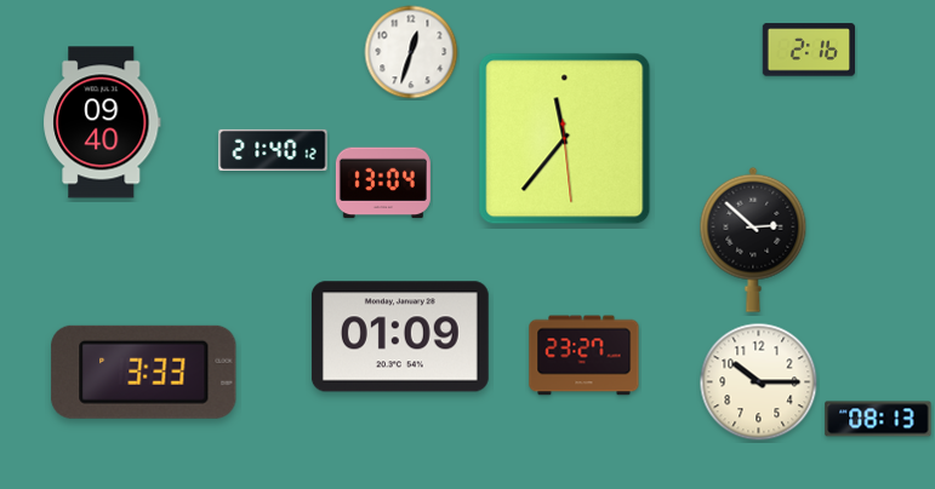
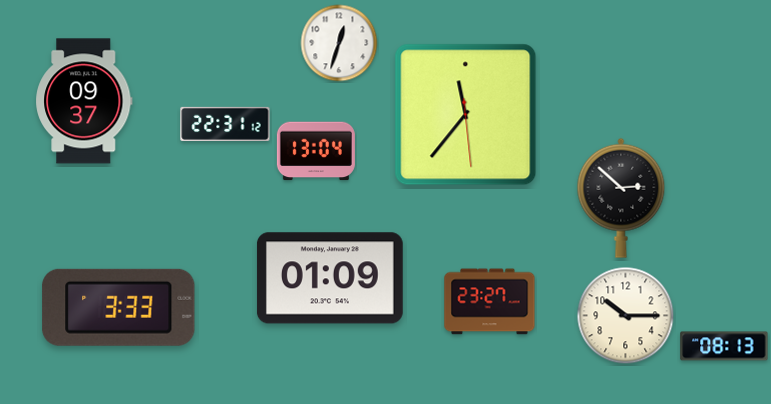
clock at (809, 50): 2:16 -> none
clock at (102, 122): 09:40 -> 09:37
clock at (273, 150): 21:40 -> 22:31
clock at (585, 356) position: (585, 356) -> (490, 302)
